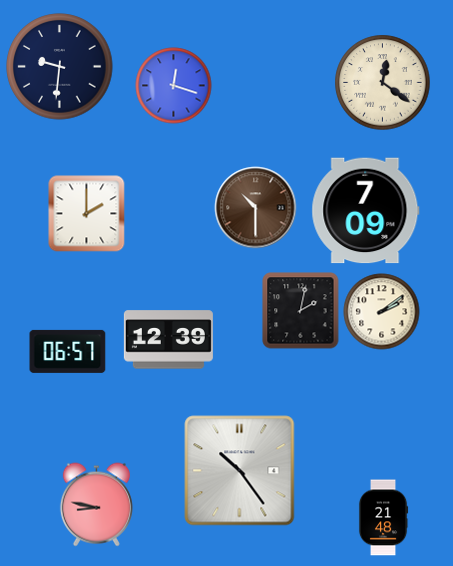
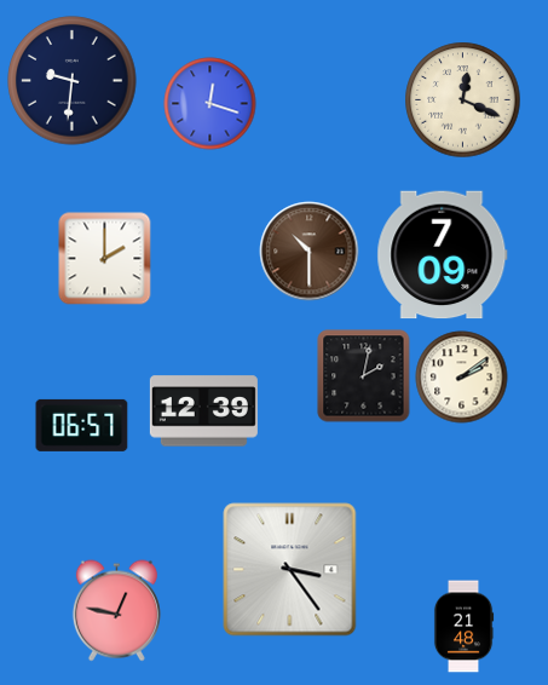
clock at (383, 83): 12:21 -> 12:19
clock at (240, 471): 10:24 -> 3:24
clock at (96, 505): 8:47 -> 12:47
